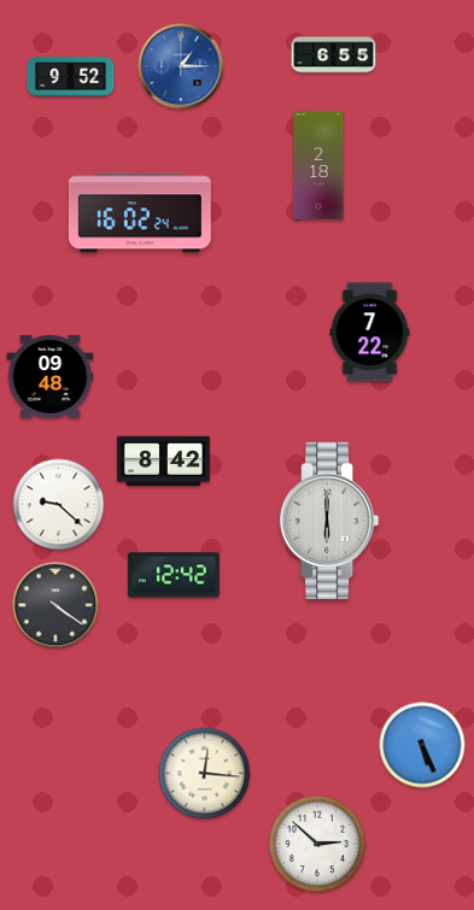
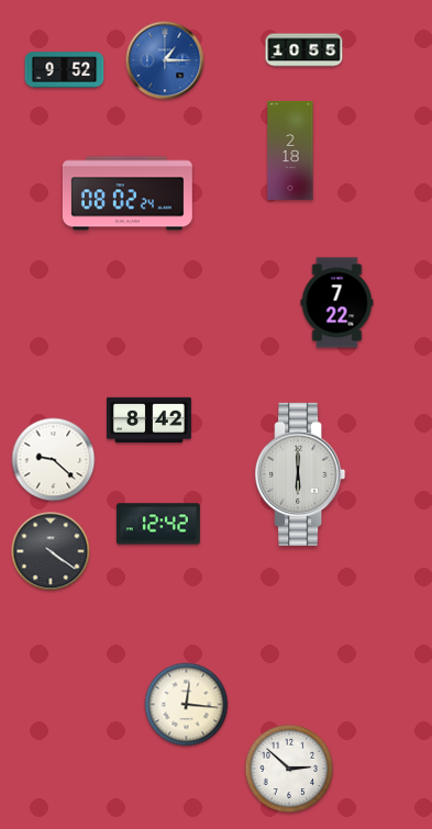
clock at (334, 55): 6:55 -> 10:55
clock at (140, 212): 16:02 -> 08:02
clock at (51, 377): 09:48 -> none
clock at (422, 745): 5:26 -> none
